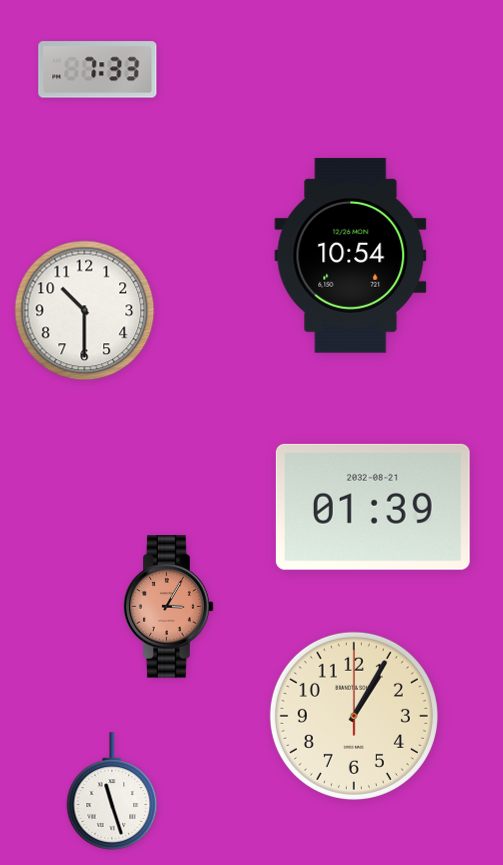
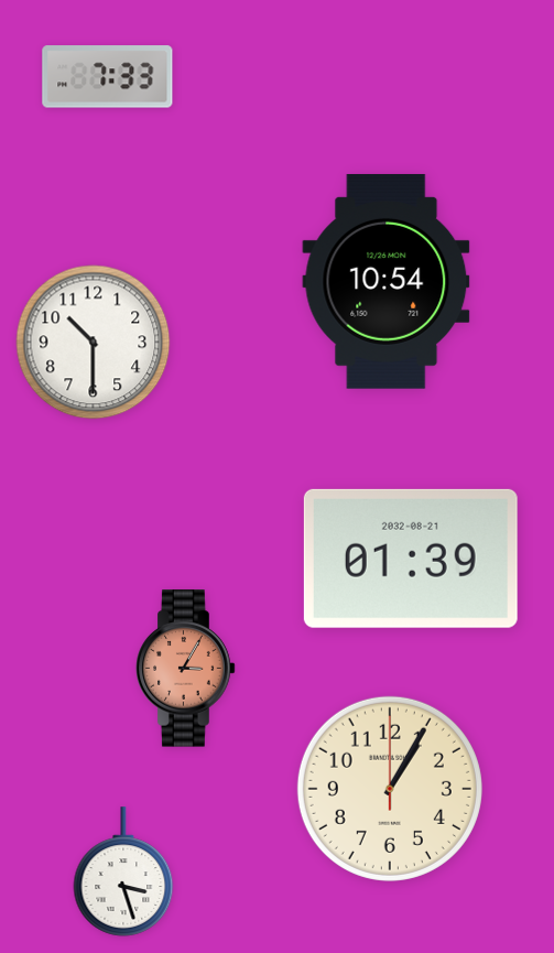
clock at (112, 791): 11:27 -> 3:27
